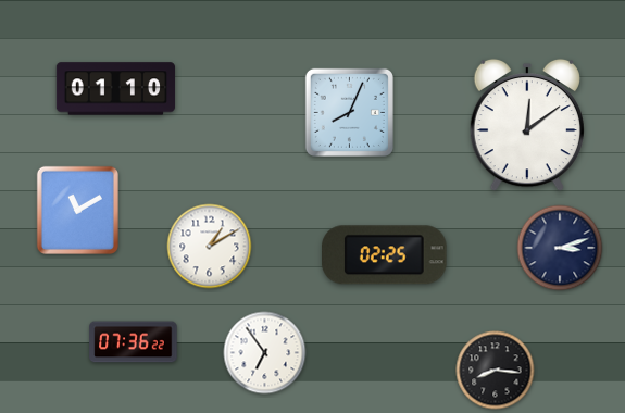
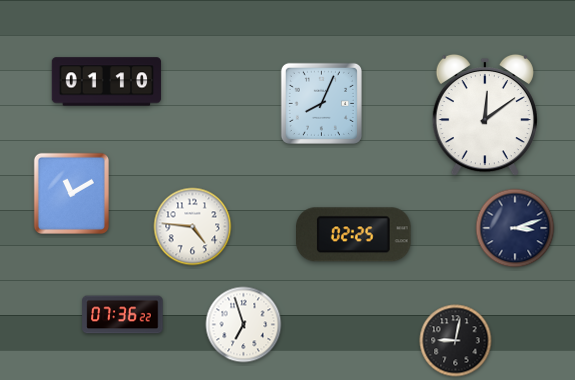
clock at (210, 247): 1:10 -> 4:46
clock at (265, 353): 6:54 -> 6:57
clock at (496, 371): 8:16 -> 9:02
